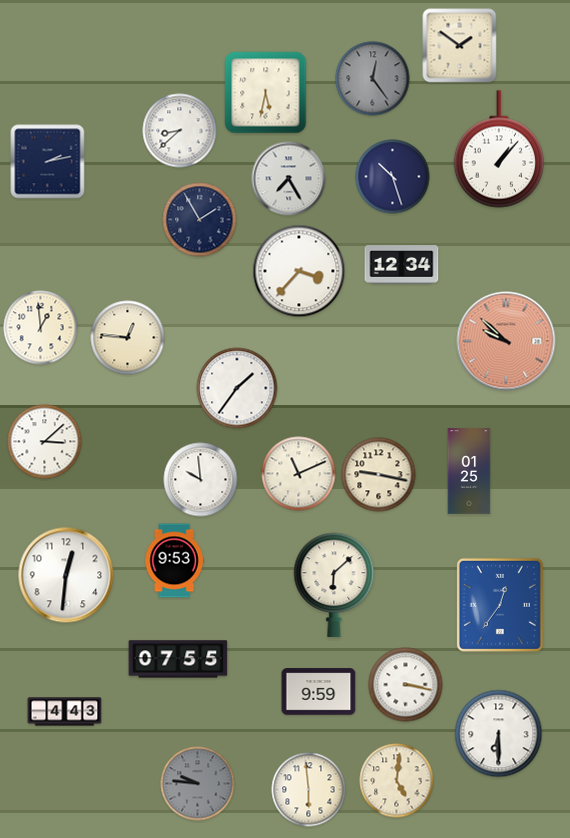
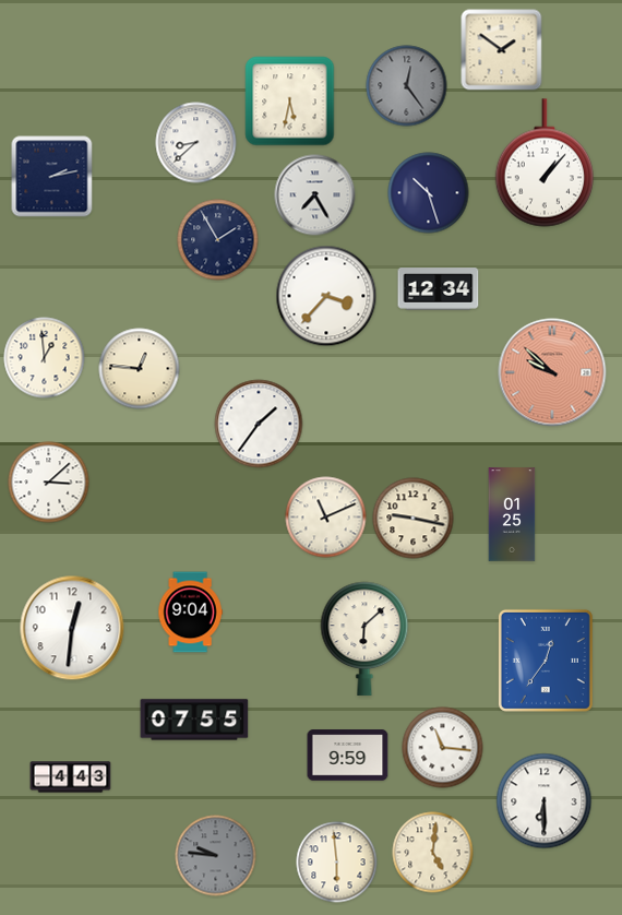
clock at (201, 480): 9:59 -> none
clock at (174, 561): 9:53 -> 9:04
clock at (406, 685): 3:17 -> 11:16
